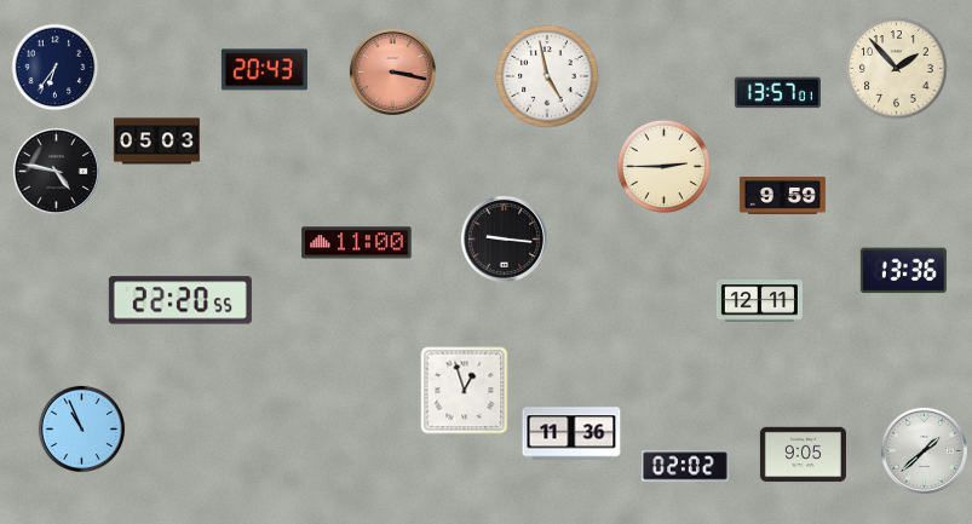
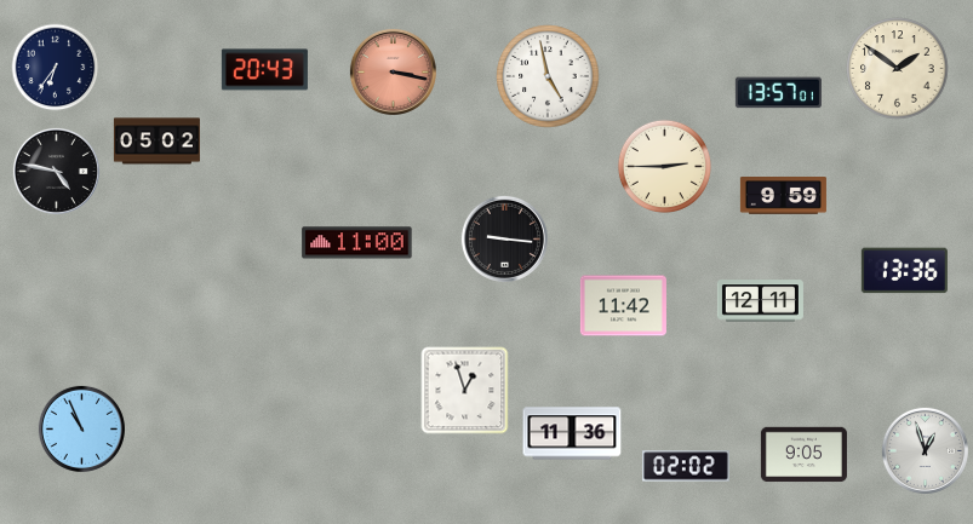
clock at (897, 69): 1:53 -> 1:51
clock at (156, 142): 05:03 -> 05:02
clock at (180, 300): 22:20 -> none
clock at (623, 306): none -> 11:42
clock at (924, 450): 1:38 -> 12:57
